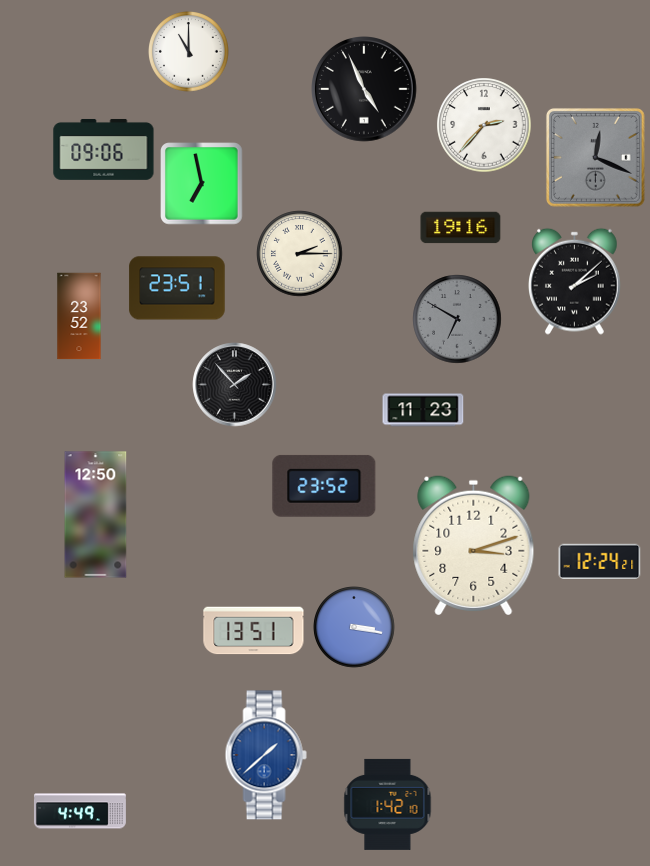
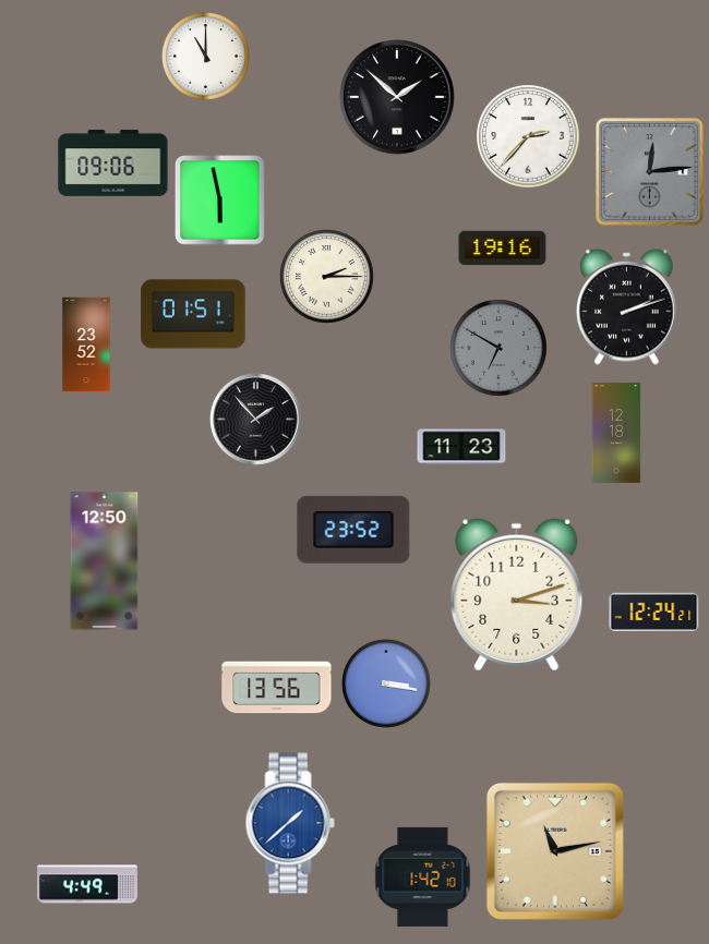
clock at (365, 90): 4:56 -> 1:52
clock at (595, 157): 12:19 -> 12:14
clock at (202, 184): 6:58 -> 5:58
clock at (575, 281): 2:08 -> 2:12
clock at (177, 288): 23:51 -> 01:51
clock at (616, 433): none -> 12:18
clock at (254, 631): 13:51 -> 13:56
clock at (555, 851): none -> 11:13
